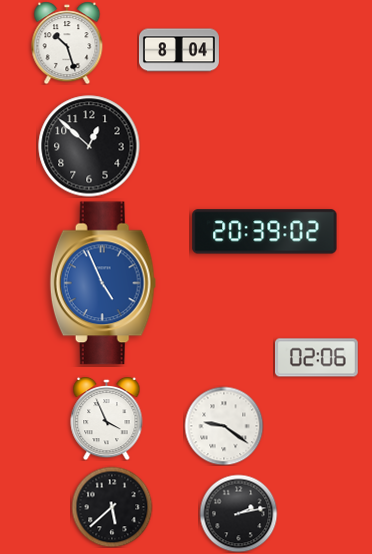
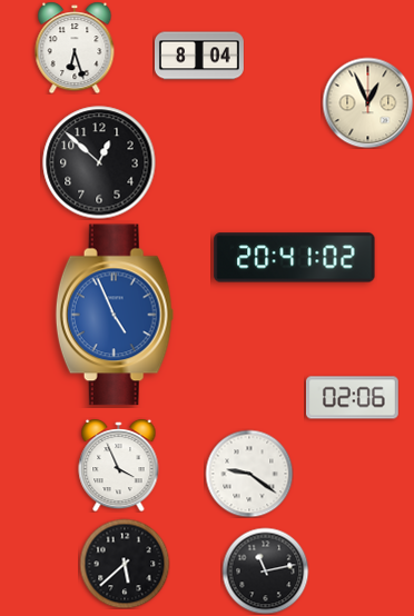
clock at (67, 43): 10:27 -> 6:27
clock at (367, 102): none -> 12:56
clock at (265, 232): 20:39 -> 20:41
clock at (238, 513): 2:13 -> 11:13
